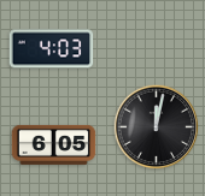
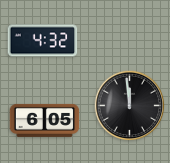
clock at (52, 49): 4:03 -> 4:32
clock at (157, 127): 12:02 -> 11:59
